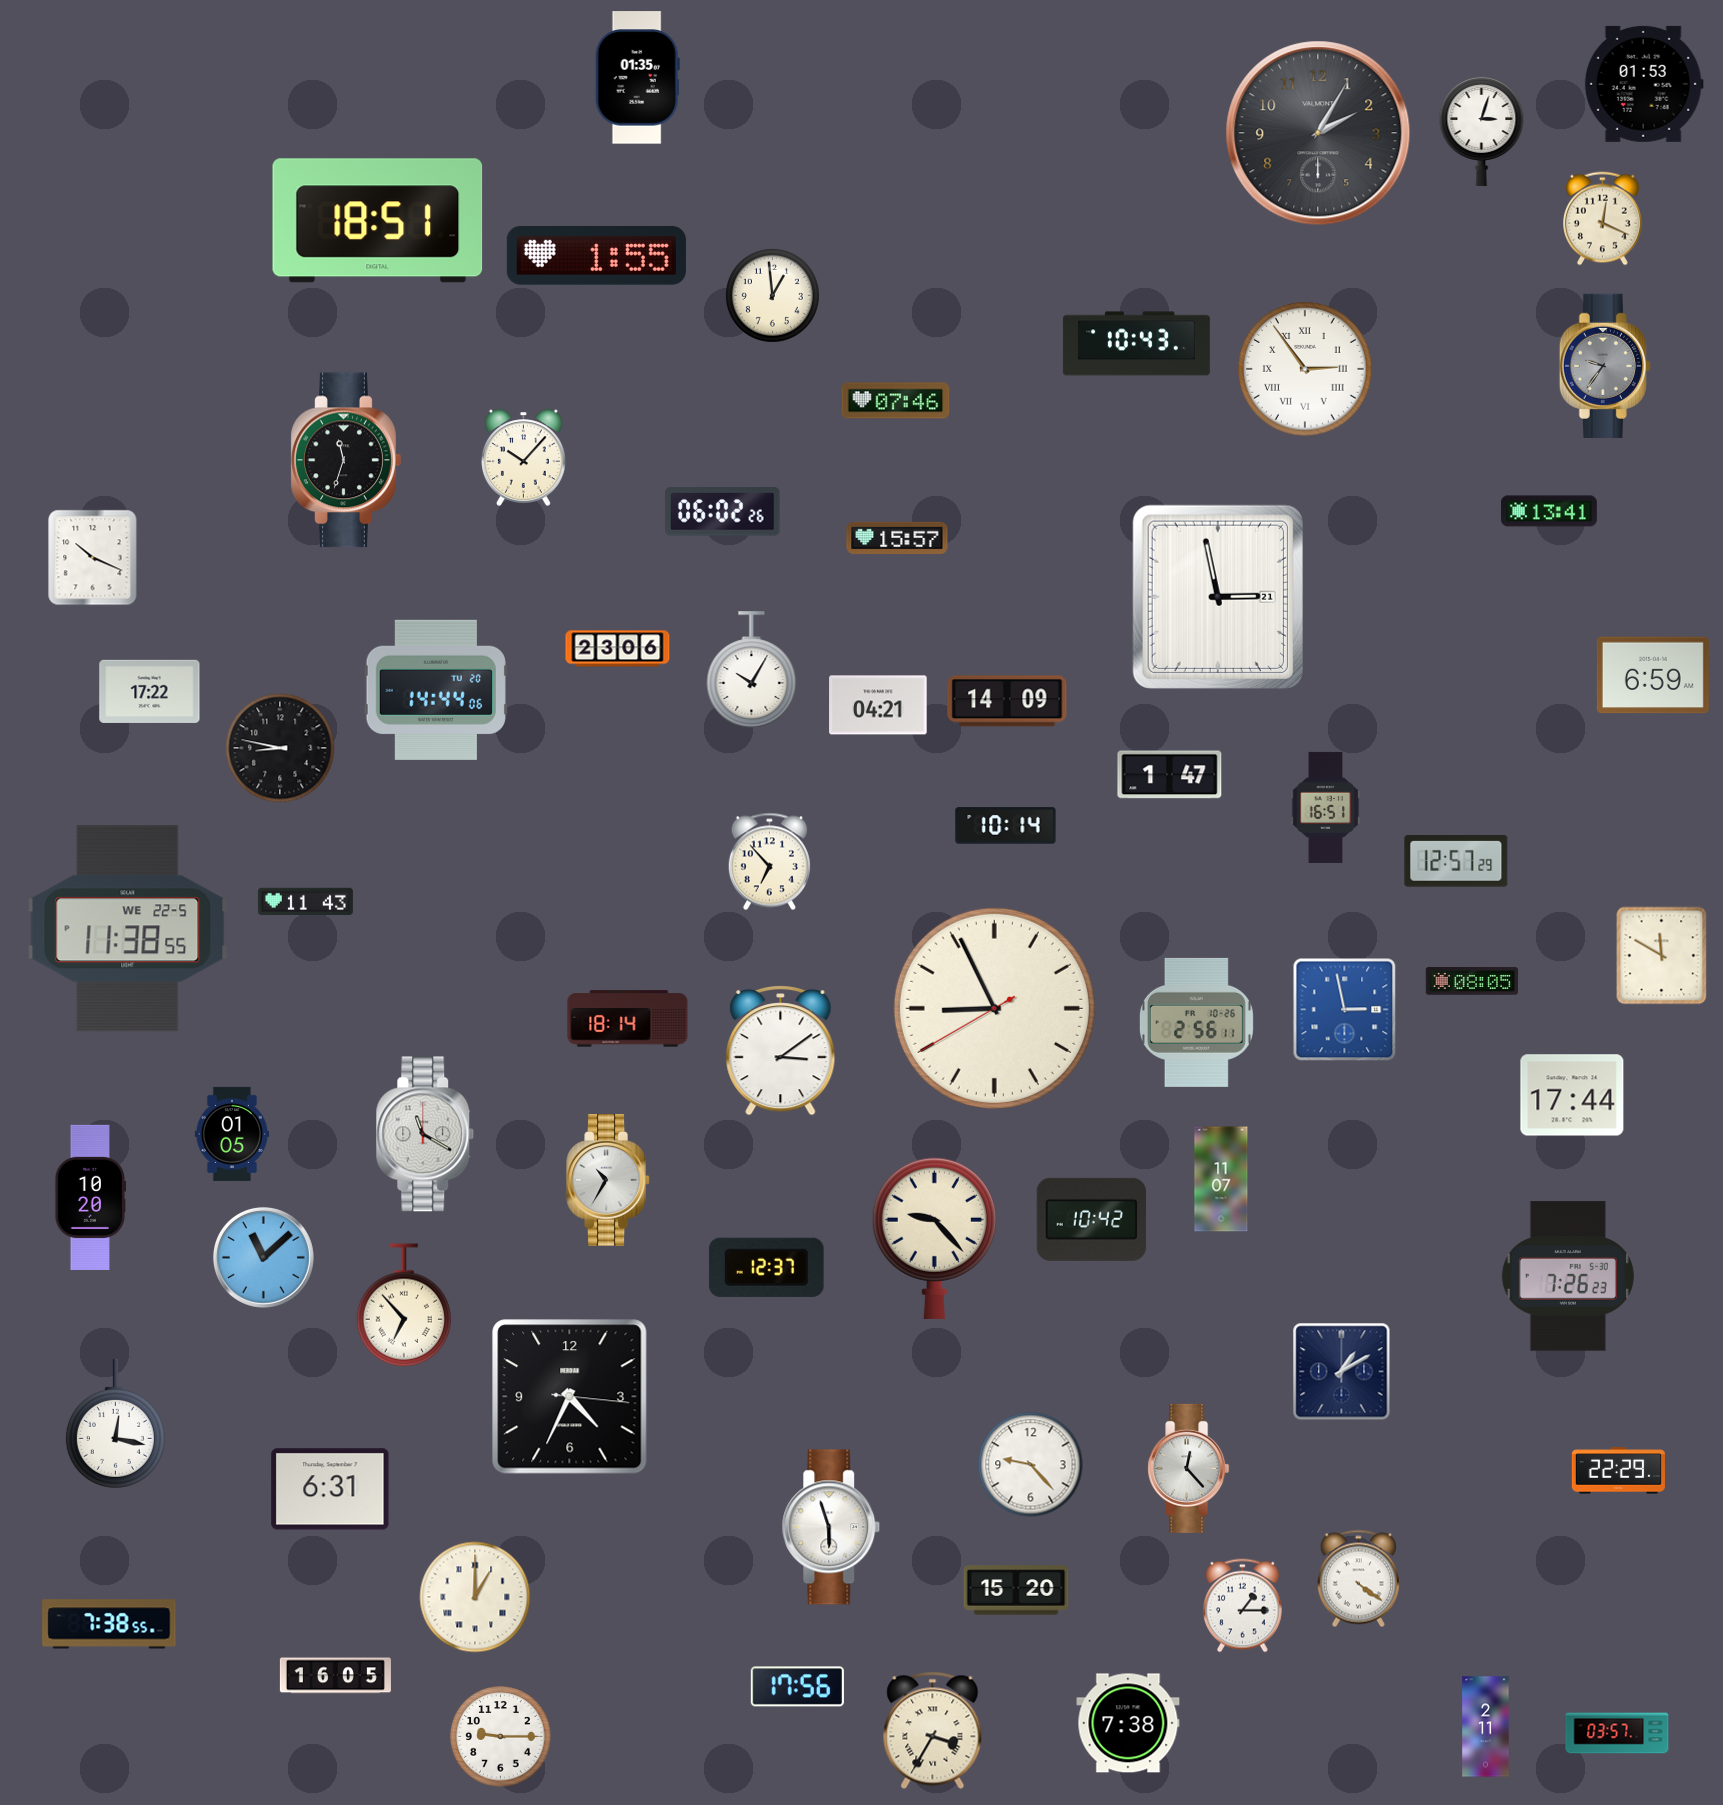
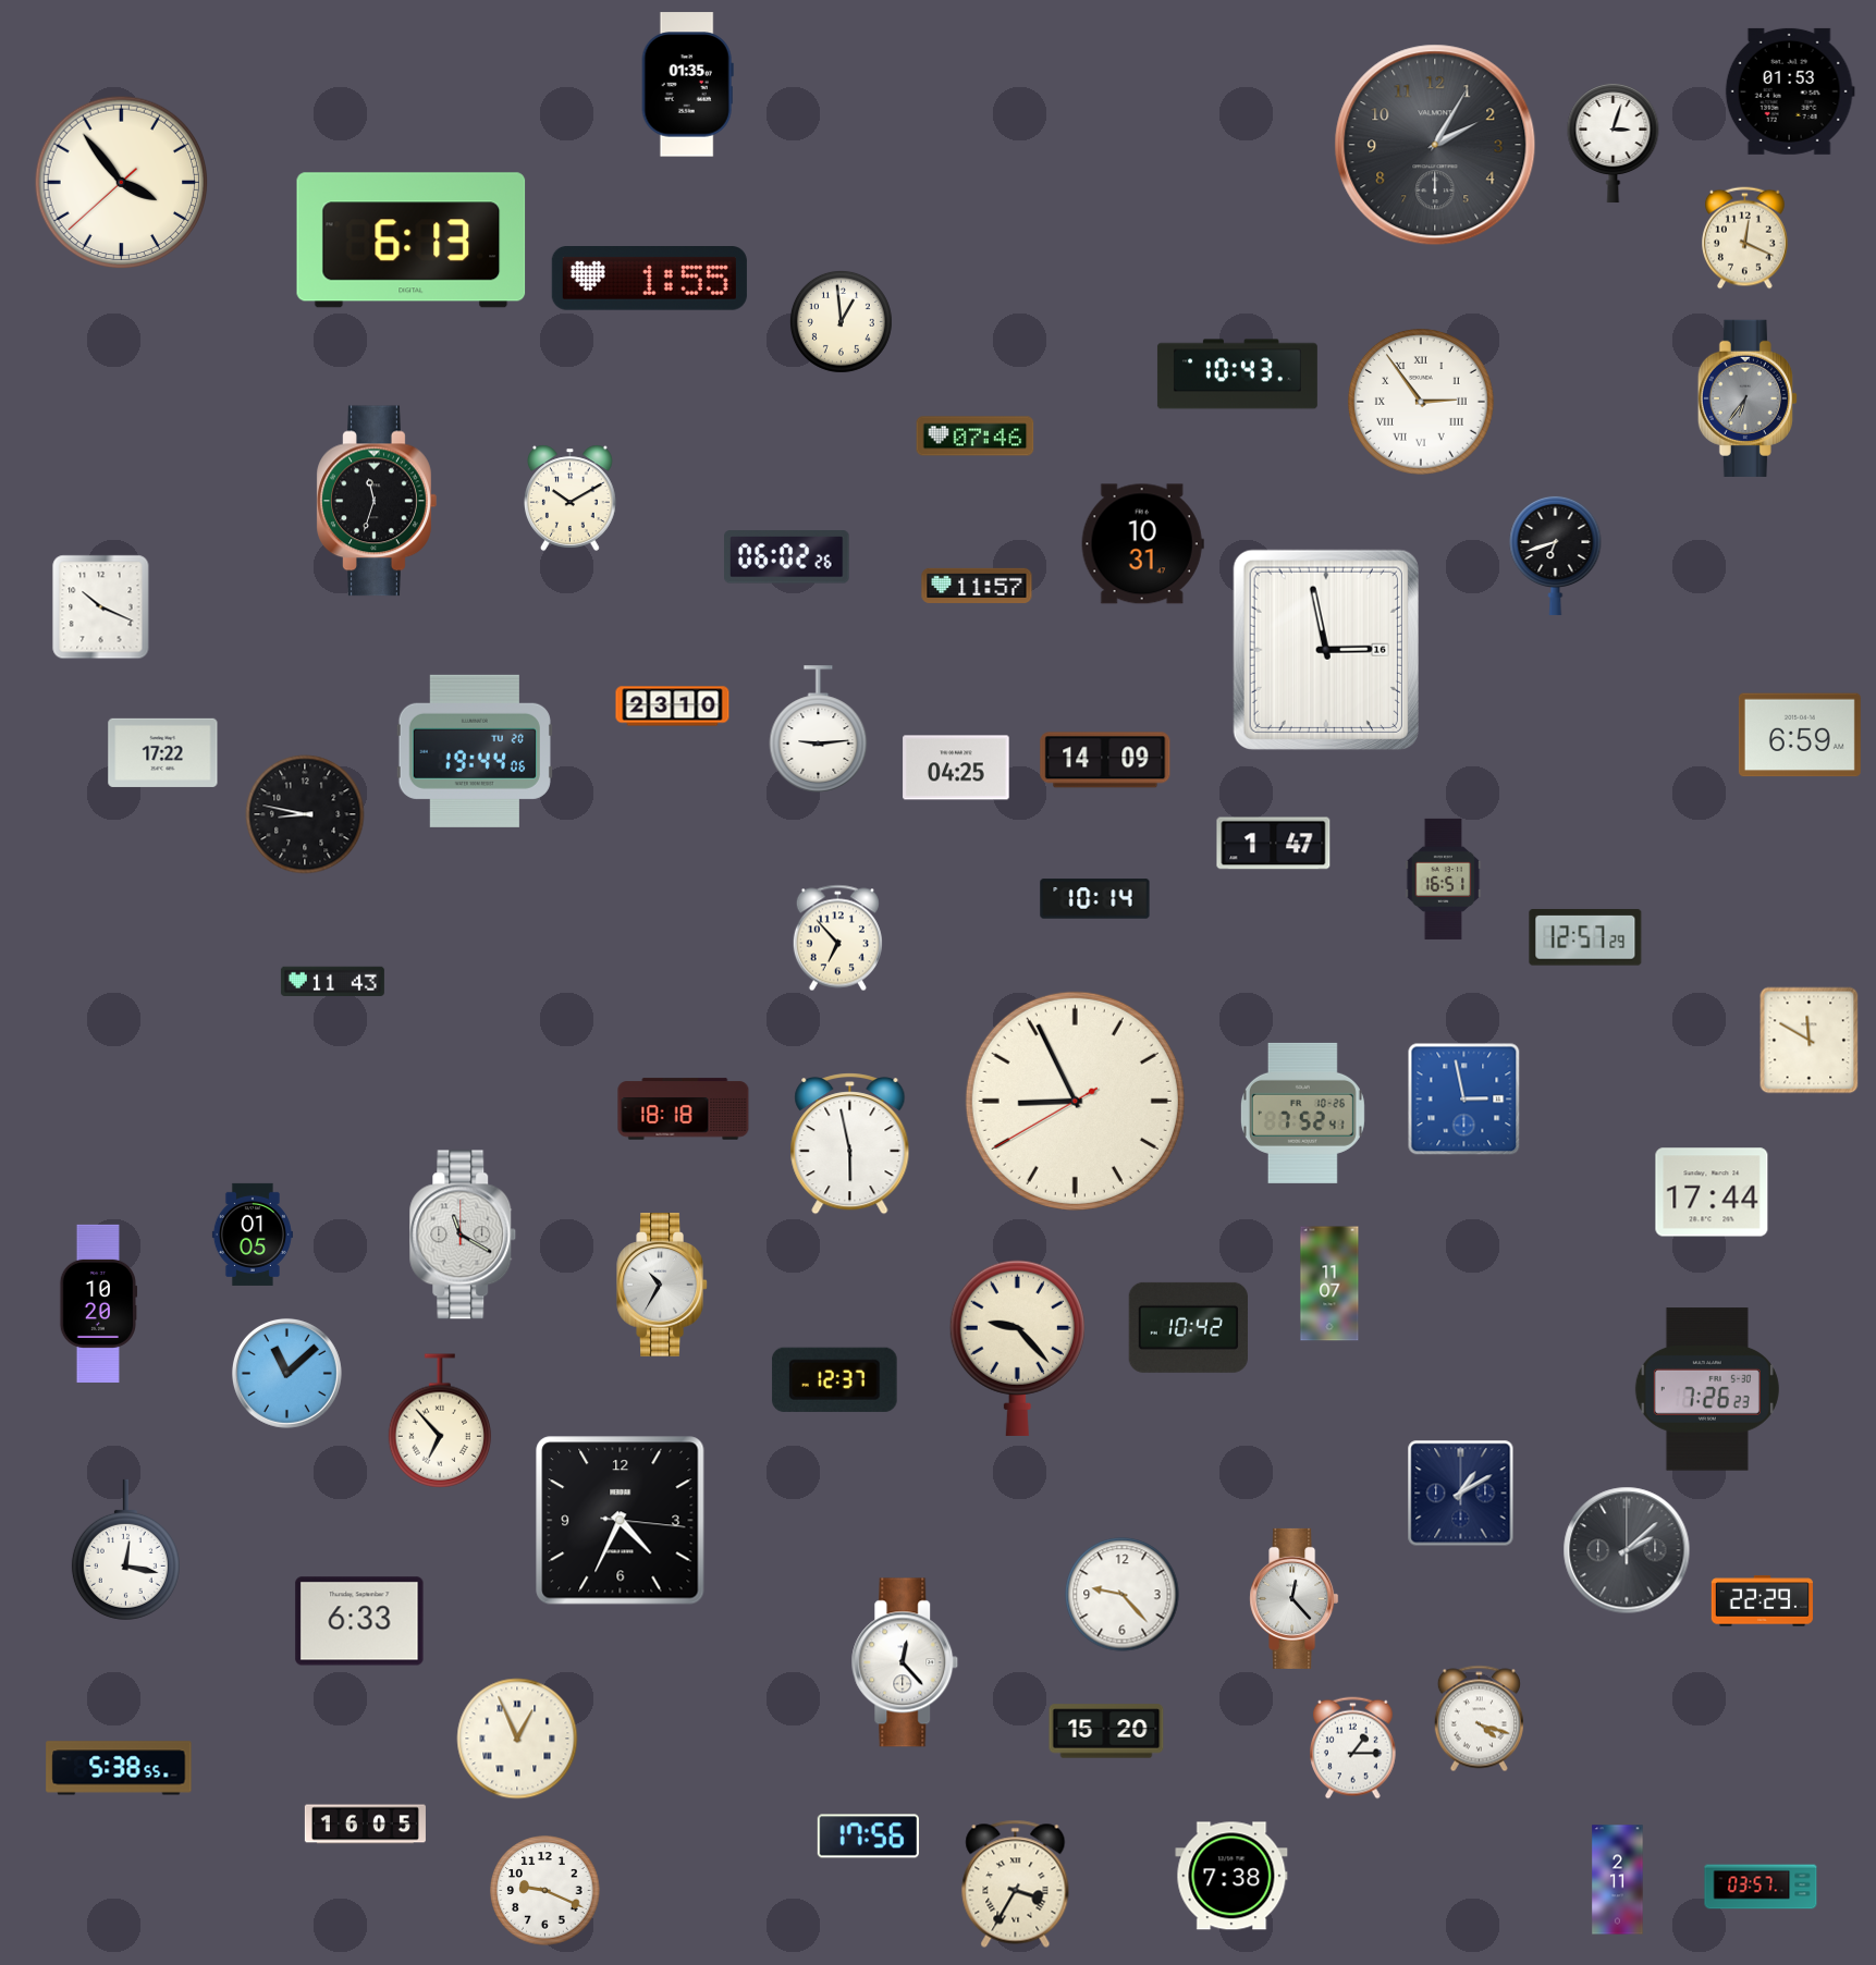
clock at (637, 78) position: (637, 78) -> (687, 85)
clock at (122, 183): none -> 3:53
clock at (378, 221): 18:51 -> 6:13
clock at (1605, 366): 9:36 -> 6:36
clock at (524, 457): 10:07 -> 10:10
clock at (1142, 544): none -> 10:31
clock at (1556, 555): none -> 6:42
clock at (1550, 511): 13:41 -> none
clock at (897, 538): 15:57 -> 11:57
clock at (1218, 597) date: 21 -> 16
clock at (618, 649): 23:06 -> 23:10
clock at (752, 670): 10:05 -> 9:14
clock at (436, 690): 14:44 -> 19:44
clock at (1007, 701) position: (1007, 701) -> (1105, 760)
clock at (878, 705): 04:21 -> 04:25
clock at (128, 929): 11:38 -> none
clock at (1472, 981): 08:05 -> none
clock at (994, 1008) position: (994, 1008) -> (1075, 1101)
clock at (628, 1019): 18:14 -> 18:18
clock at (1196, 1022): 2:56 -> 7:52
clock at (781, 1051): 3:09 -> 5:58
clock at (263, 1257) position: (263, 1257) -> (286, 1373)
clock at (1627, 1550): none -> 2:08
clock at (330, 1489): 6:31 -> 6:33
clock at (831, 1527): 5:57 -> 12:23
clock at (1358, 1579): 4:21 -> 4:18
clock at (475, 1597): 1:00 -> 12:56
clock at (109, 1624): 7:38 -> 5:38
clock at (1128, 1723) position: (1128, 1723) -> (1231, 1876)
clock at (501, 1737): 9:15 -> 9:19
